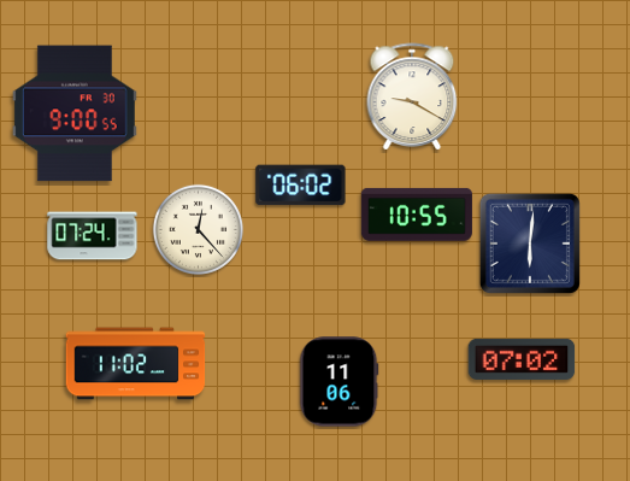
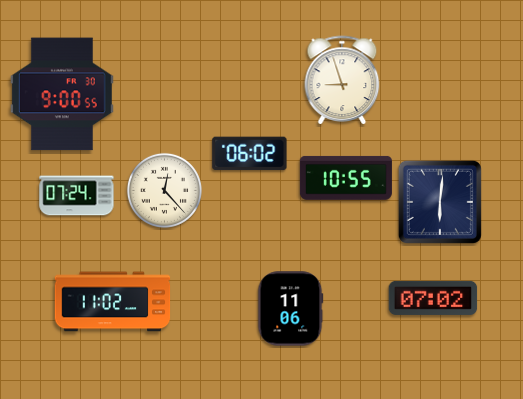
clock at (412, 96): 9:20 -> 8:57
clock at (340, 382) position: (340, 382) -> (291, 309)
